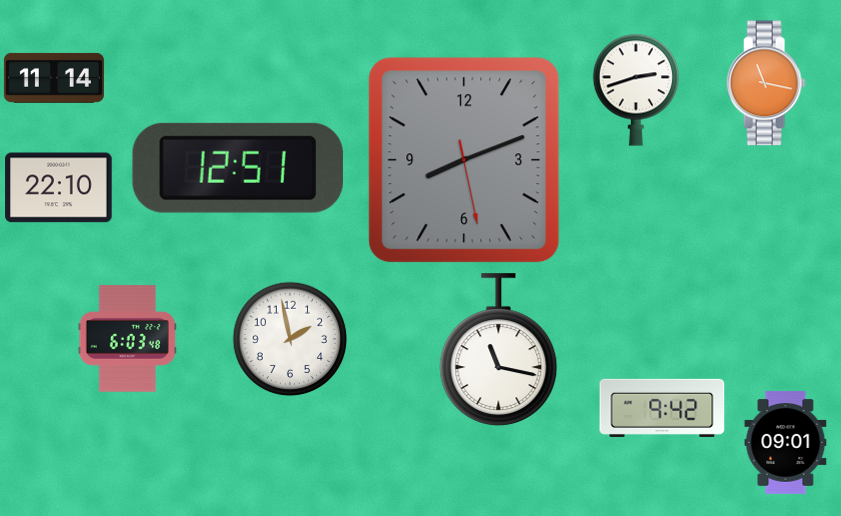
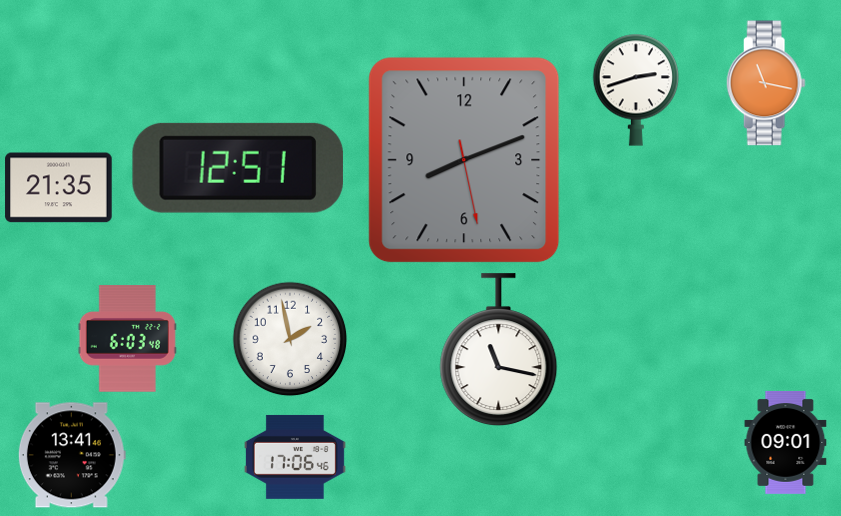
clock at (54, 78): 11:14 -> none
clock at (59, 188): 22:10 -> 21:35
clock at (662, 408): 9:42 -> none
clock at (72, 455): none -> 13:41
clock at (295, 457): none -> 17:06
